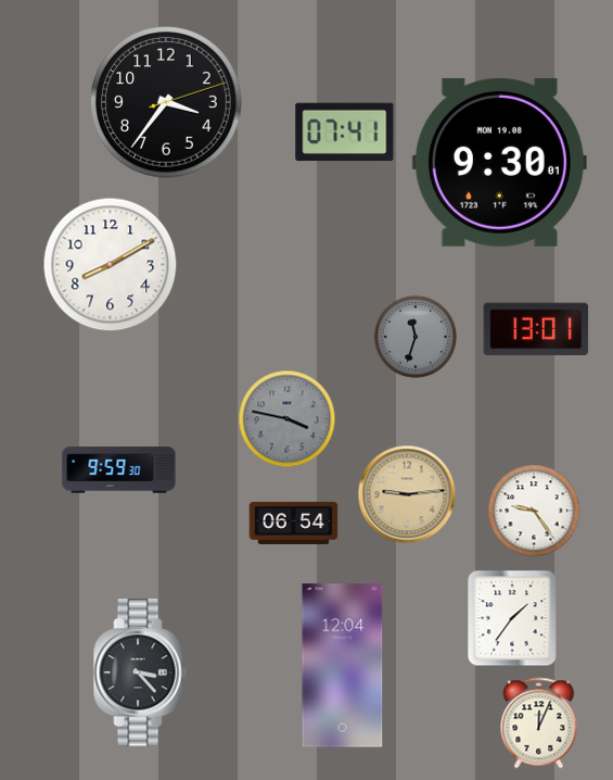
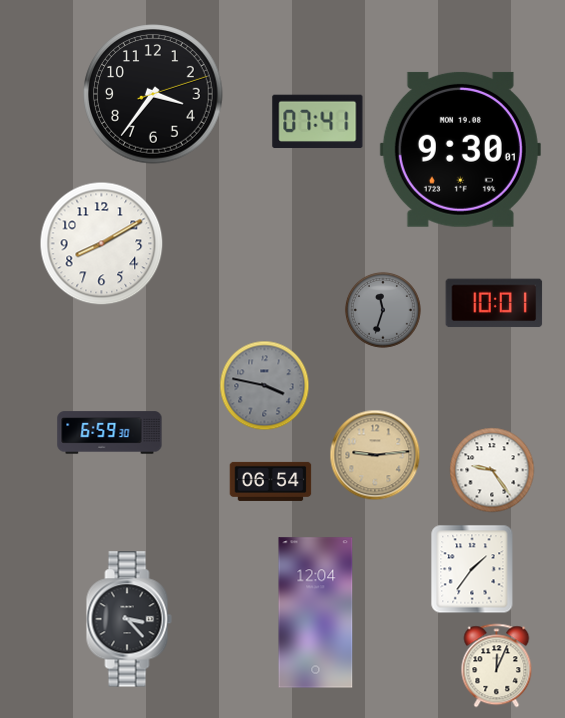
clock at (536, 329): 13:01 -> 10:01
clock at (119, 470): 9:59 -> 6:59
